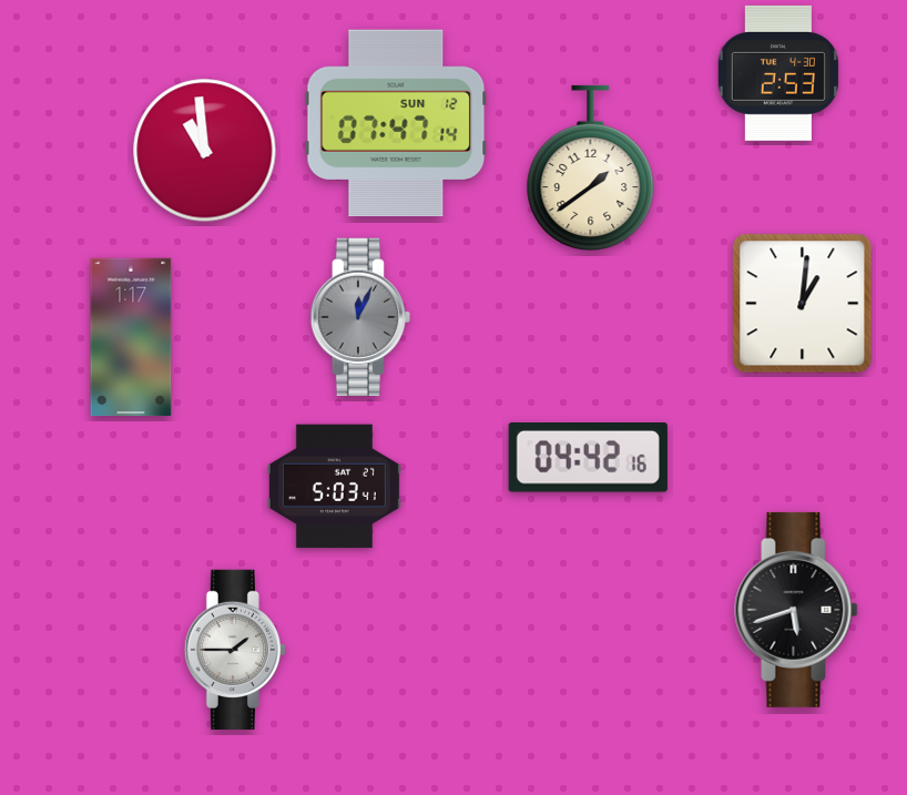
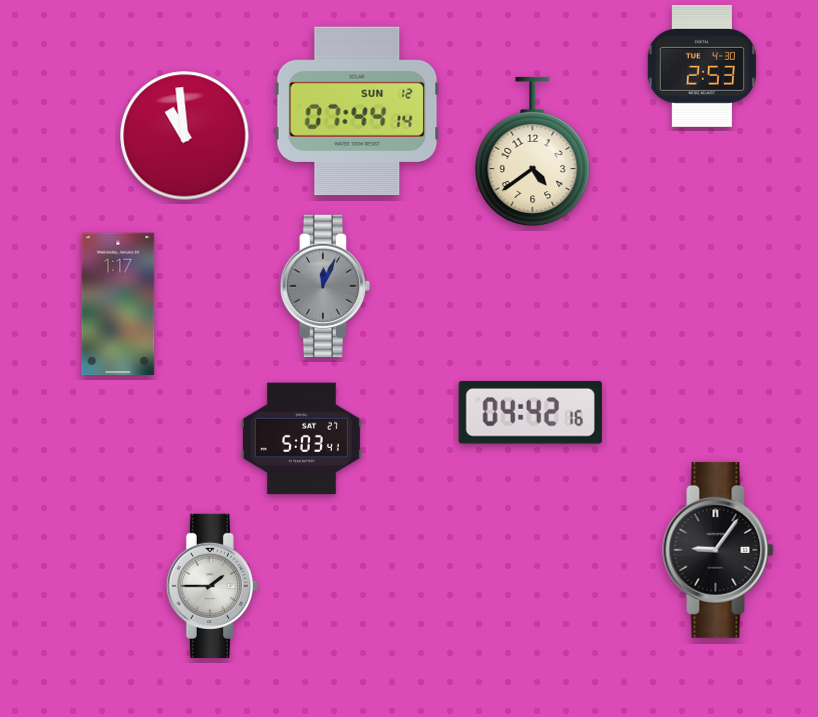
clock at (396, 123): 07:47 -> 07:44
clock at (591, 169): 1:39 -> 4:39
clock at (803, 304): 1:01 -> none
clock at (796, 610): 5:42 -> 9:06
